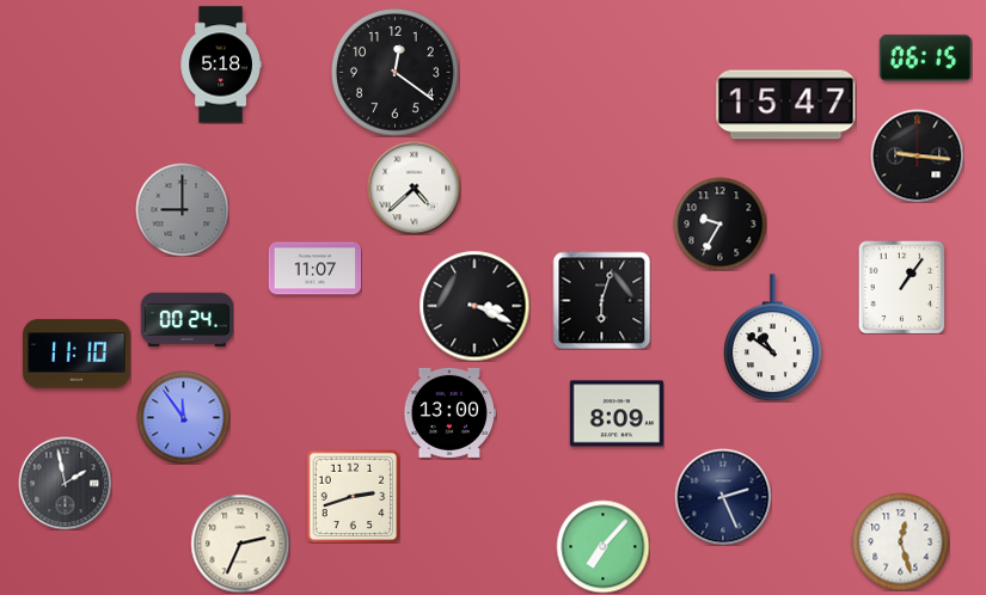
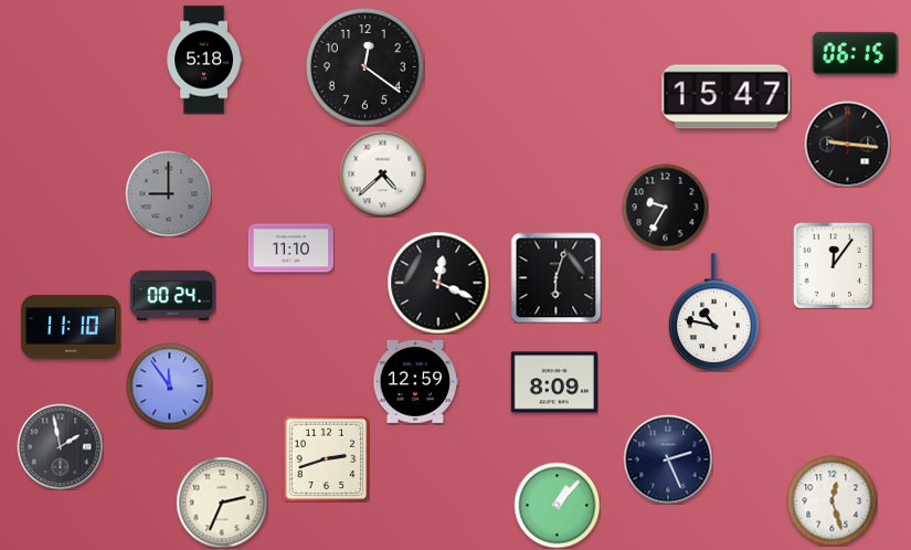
clock at (314, 269): 11:07 -> 11:10
clock at (902, 287): 1:06 -> 12:06
clock at (474, 306): 3:19 -> 12:19
clock at (772, 338): 10:51 -> 10:47
clock at (449, 412): 13:00 -> 12:59
clock at (616, 413) position: (616, 413) -> (553, 382)
clock at (602, 546): 7:07 -> 1:07
